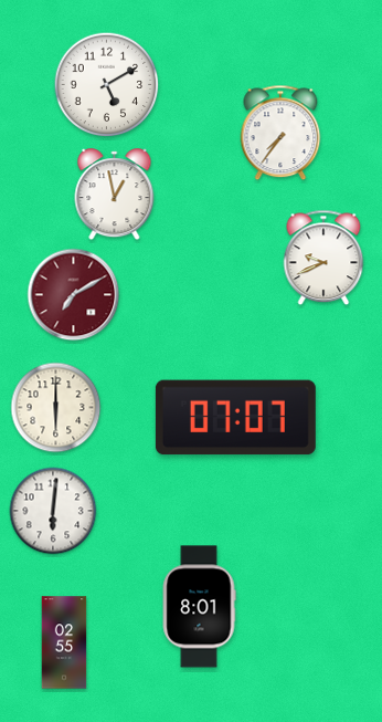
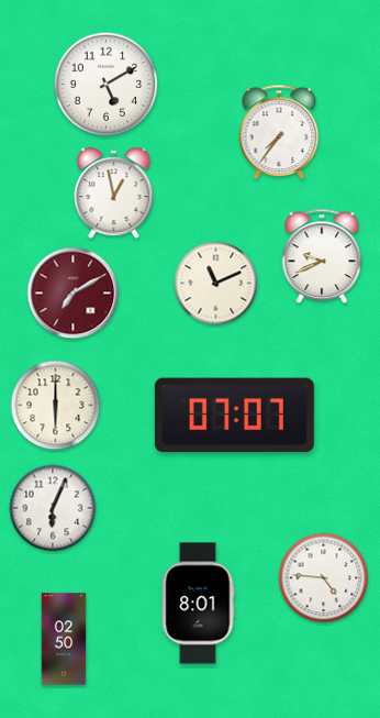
clock at (216, 284): none -> 11:11
clock at (53, 511): 6:01 -> 6:04
clock at (324, 578): none -> 4:46
clock at (64, 642): 02:55 -> 02:50
